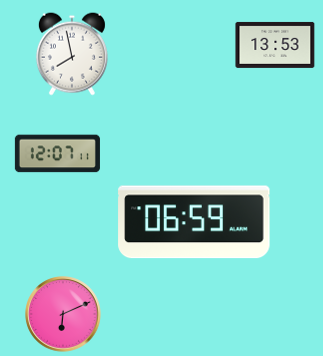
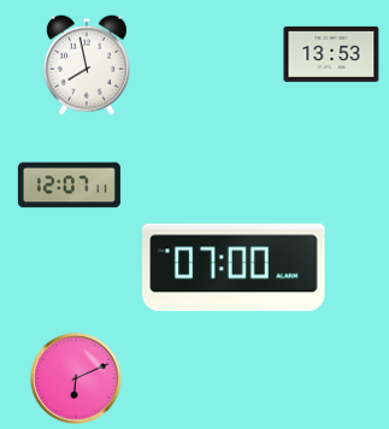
clock at (194, 222): 06:59 -> 07:00
